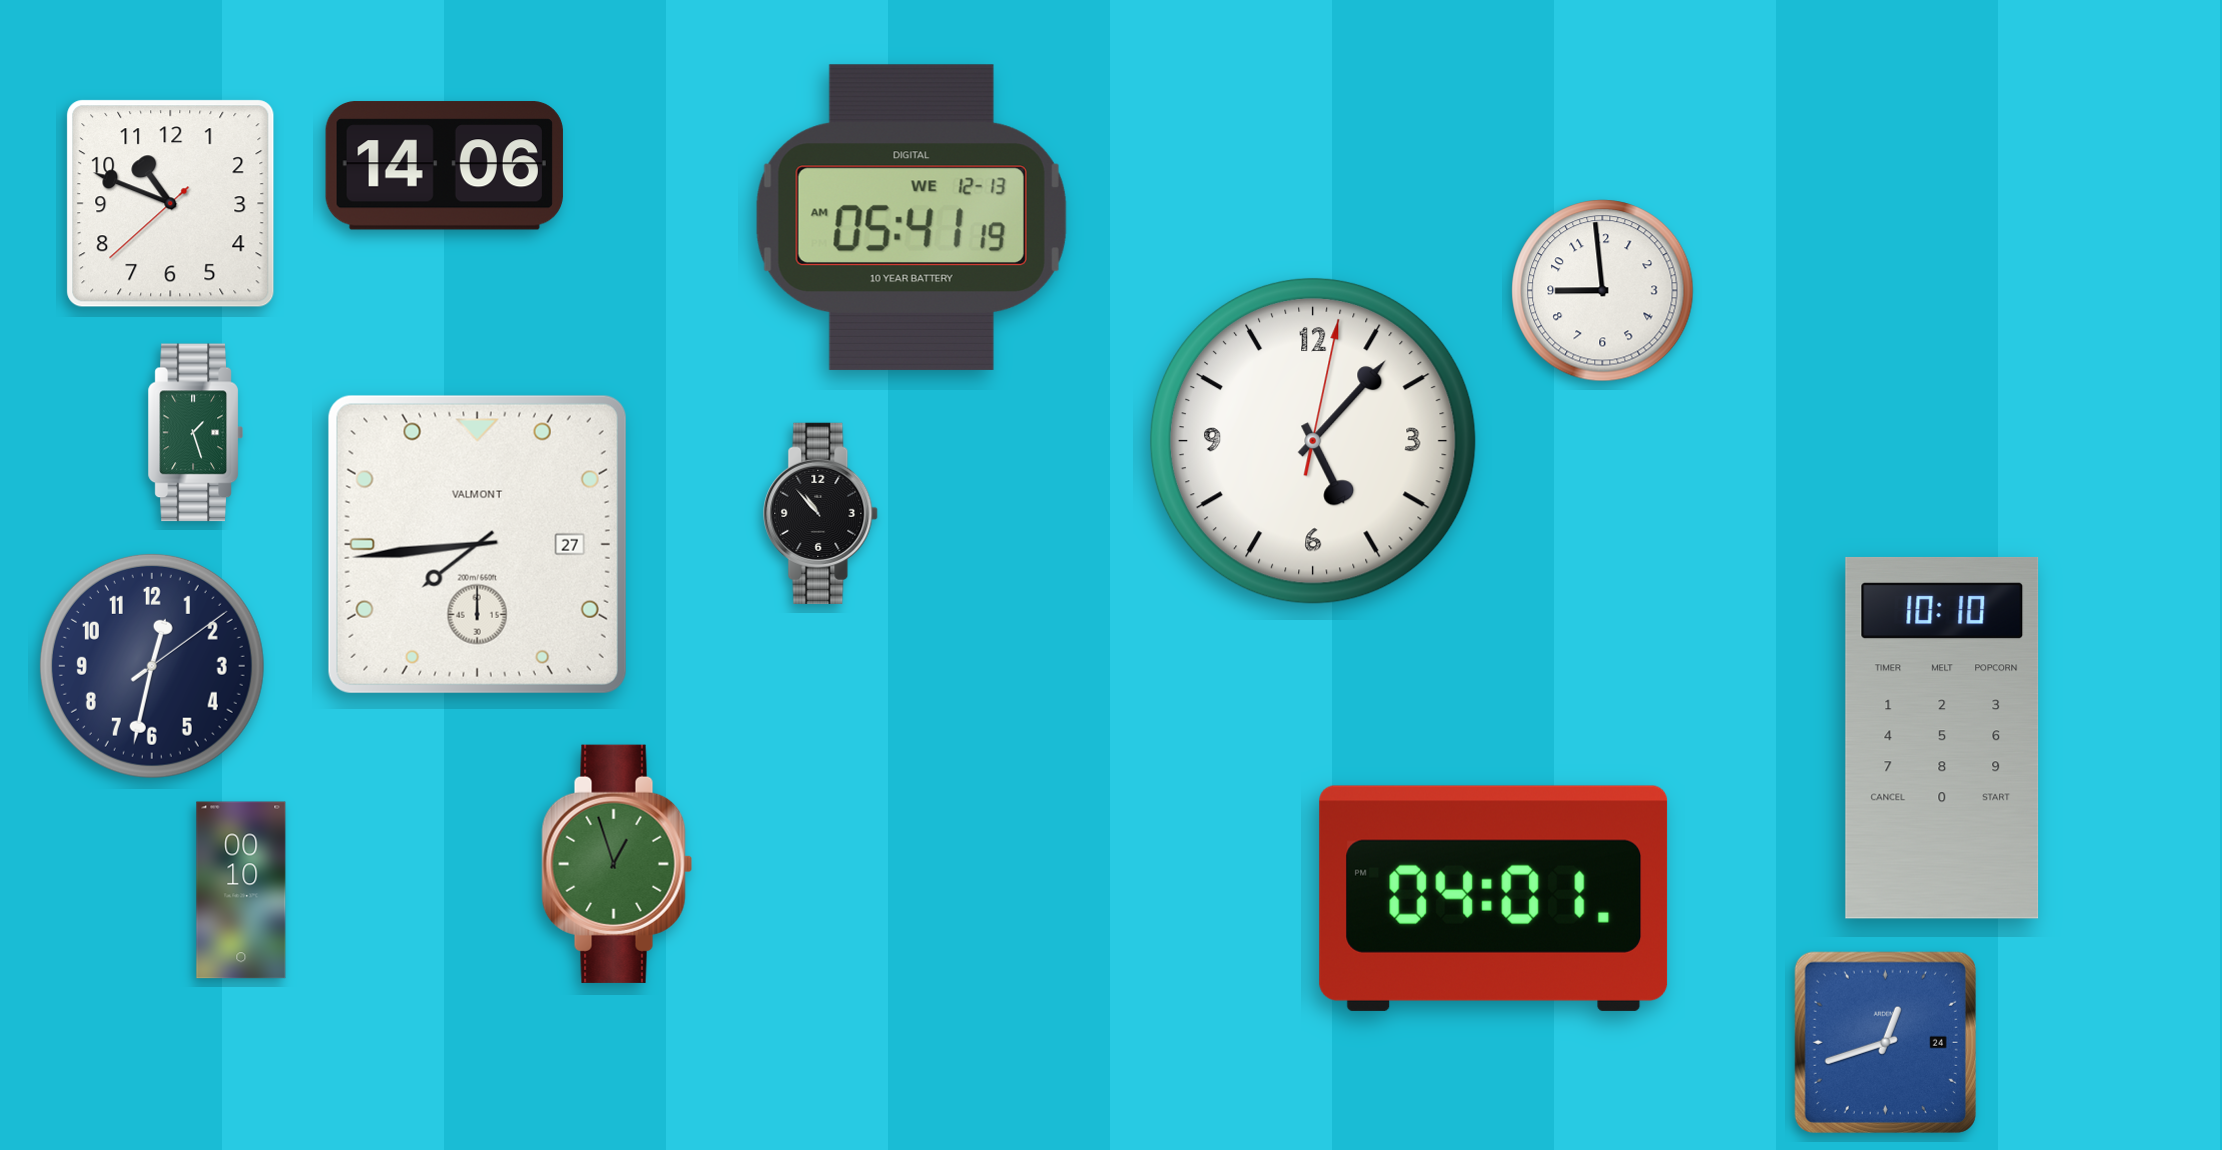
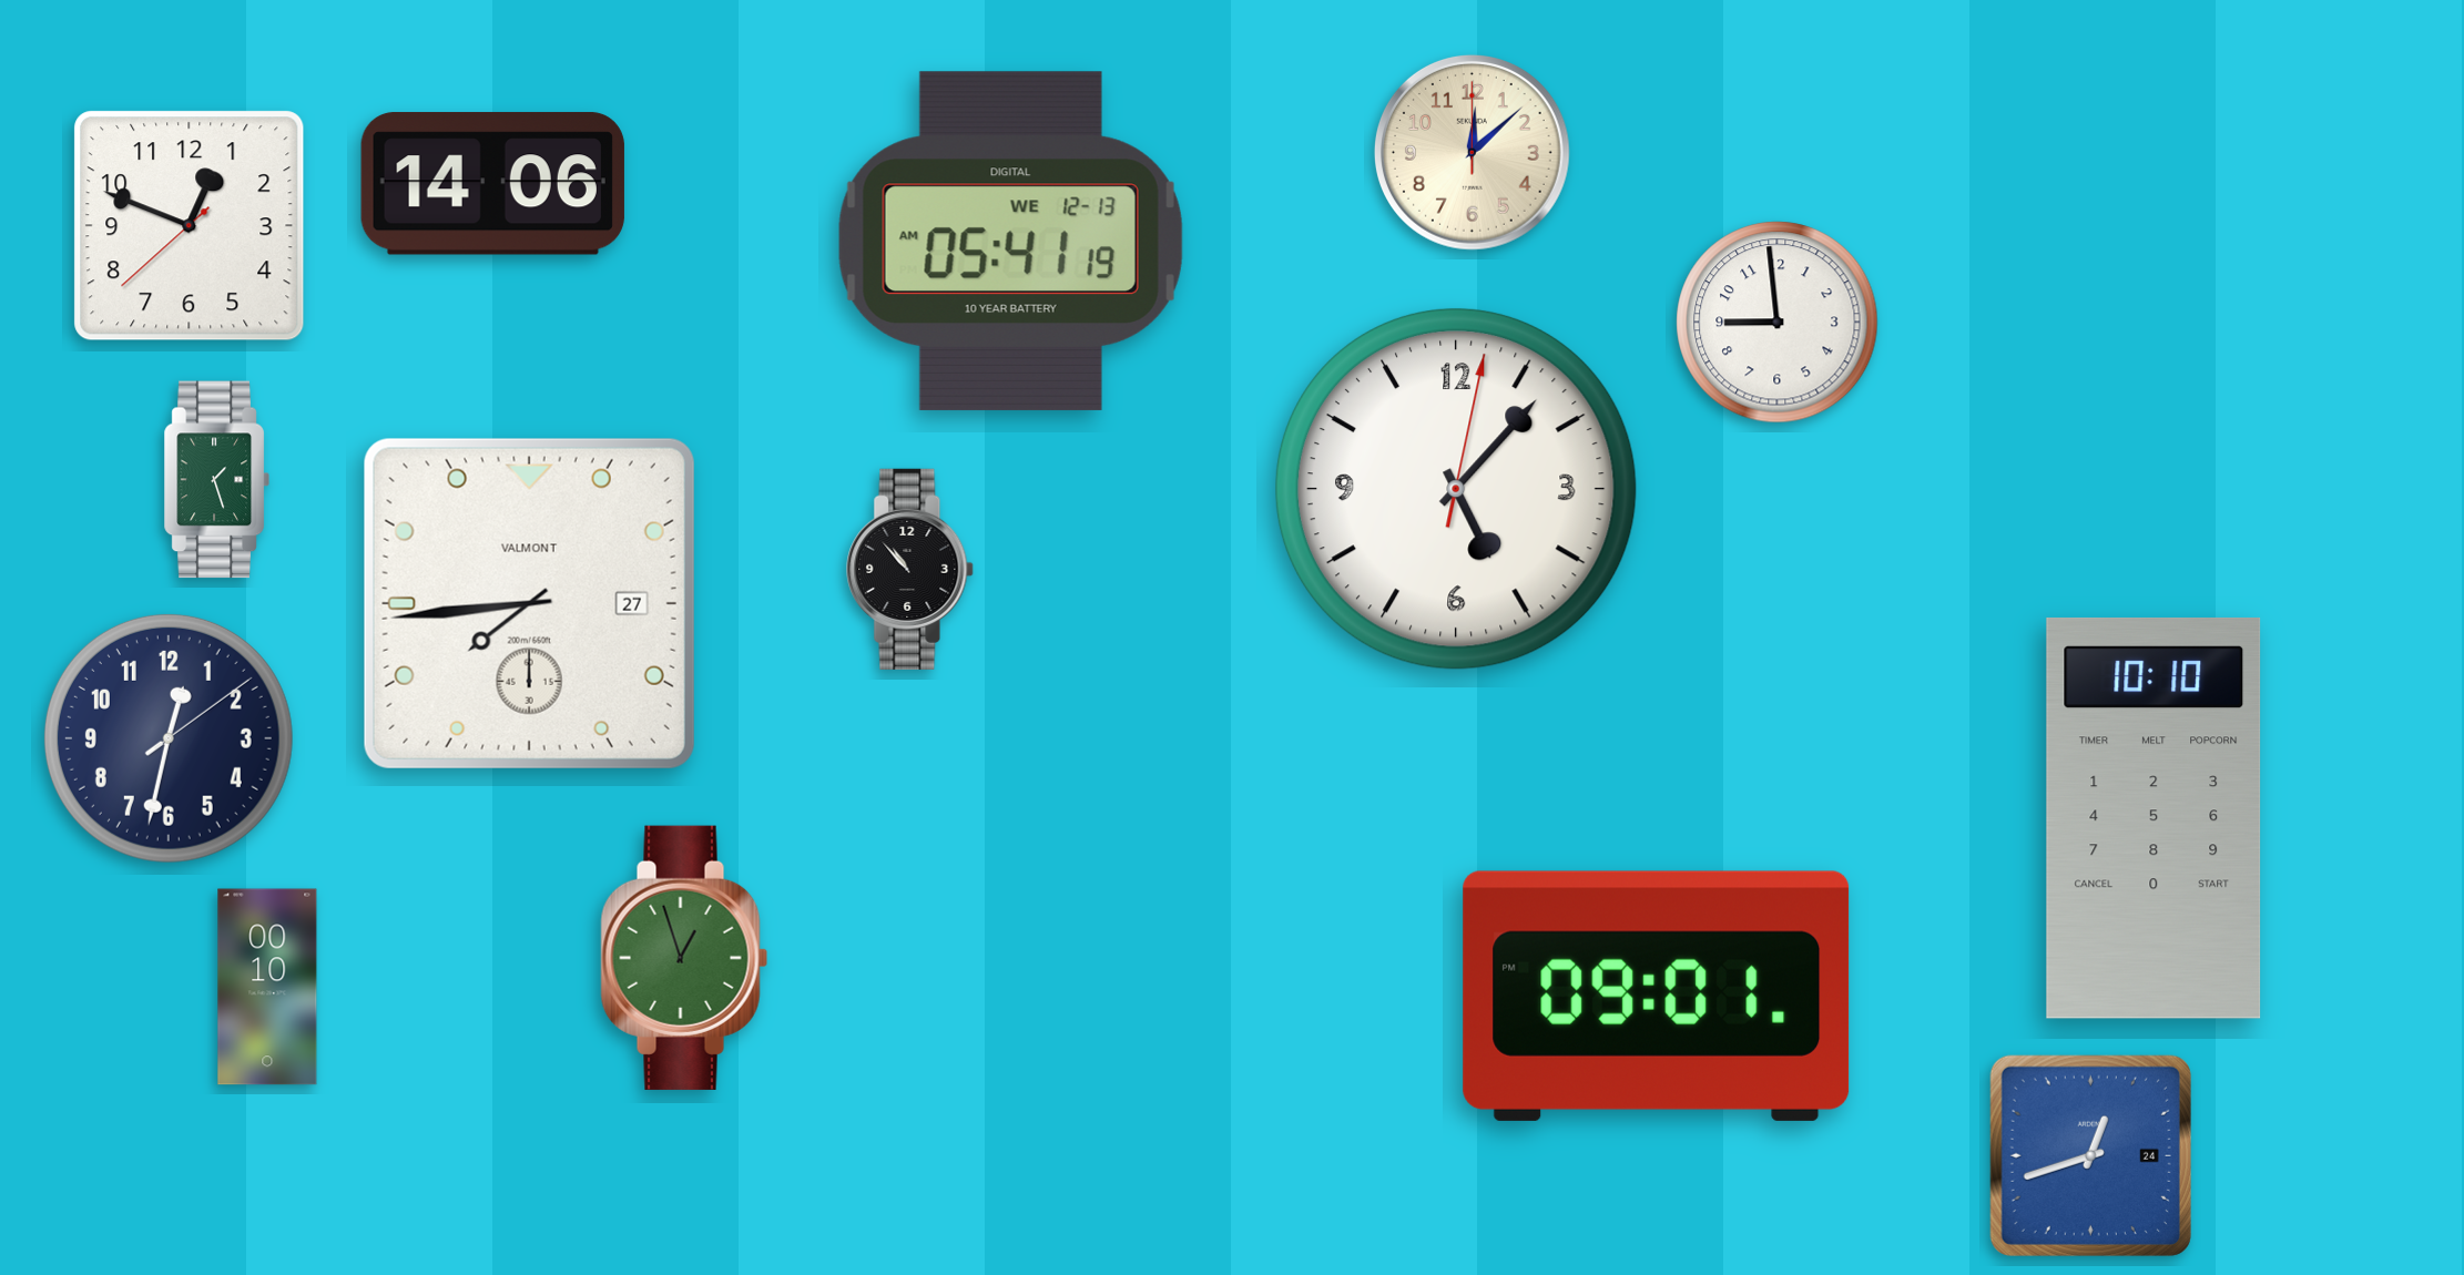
clock at (1472, 152): none -> 12:08
clock at (171, 204): 10:48 -> 12:48
clock at (1494, 898): 04:01 -> 09:01
